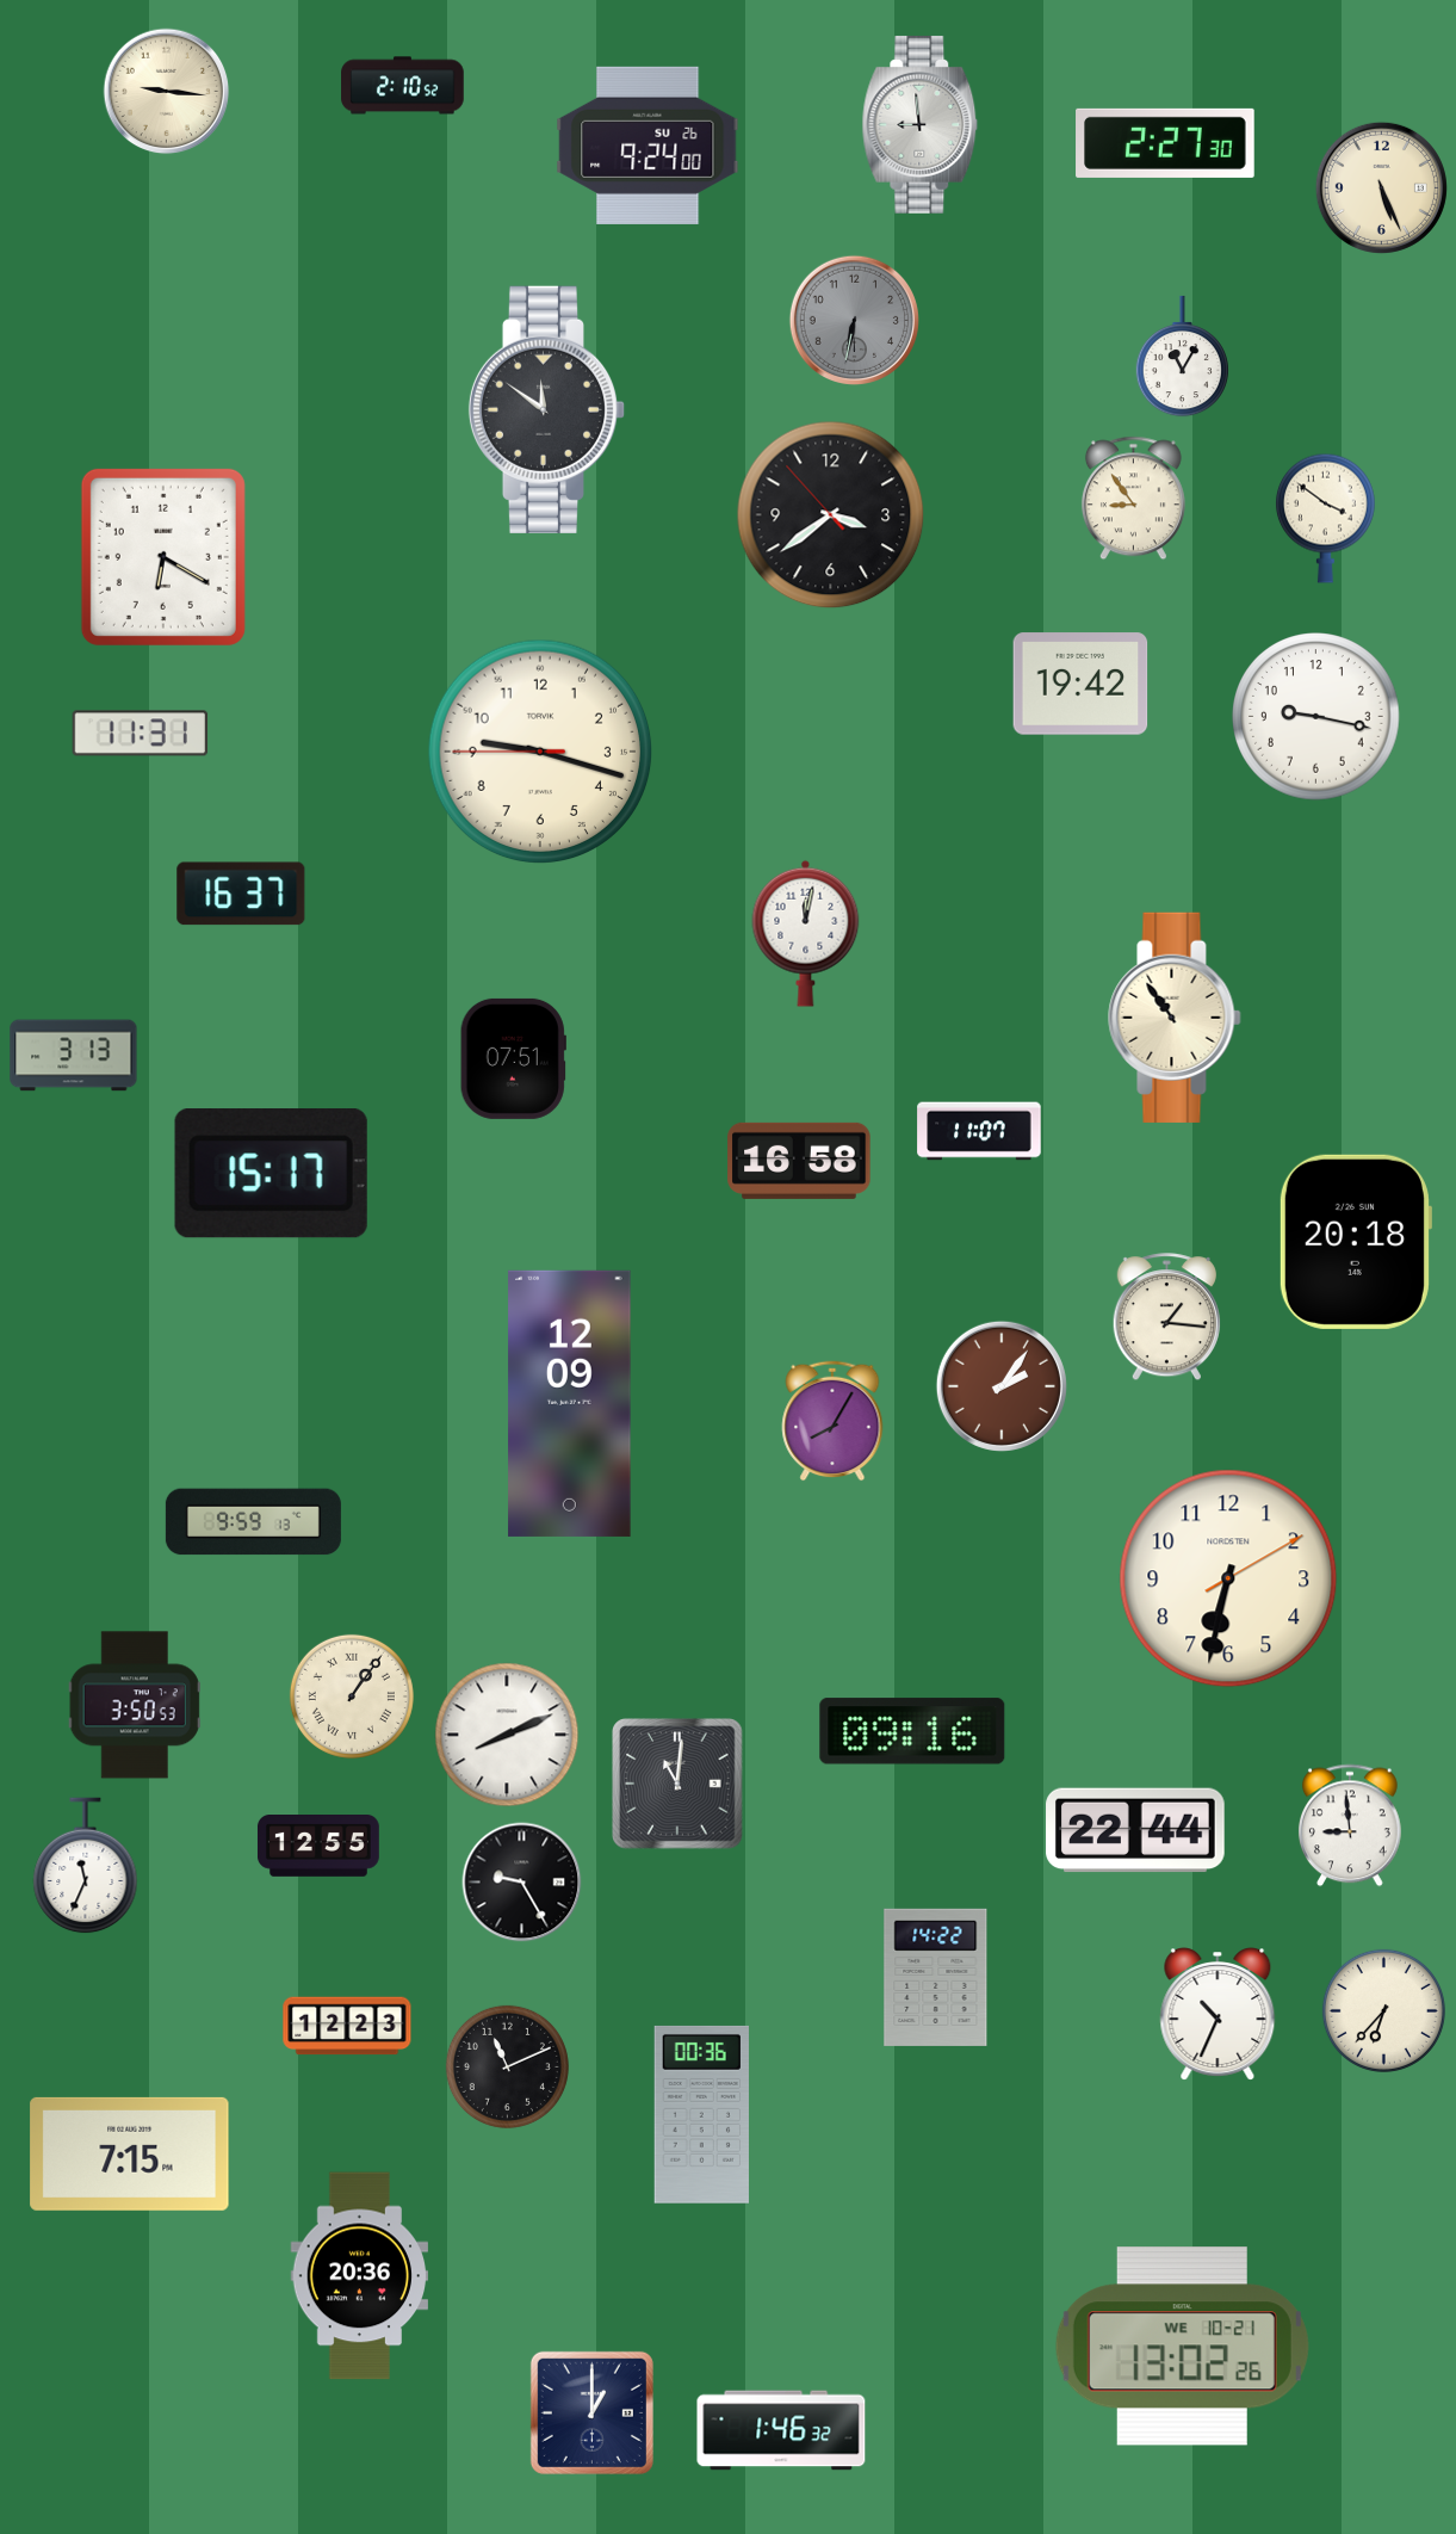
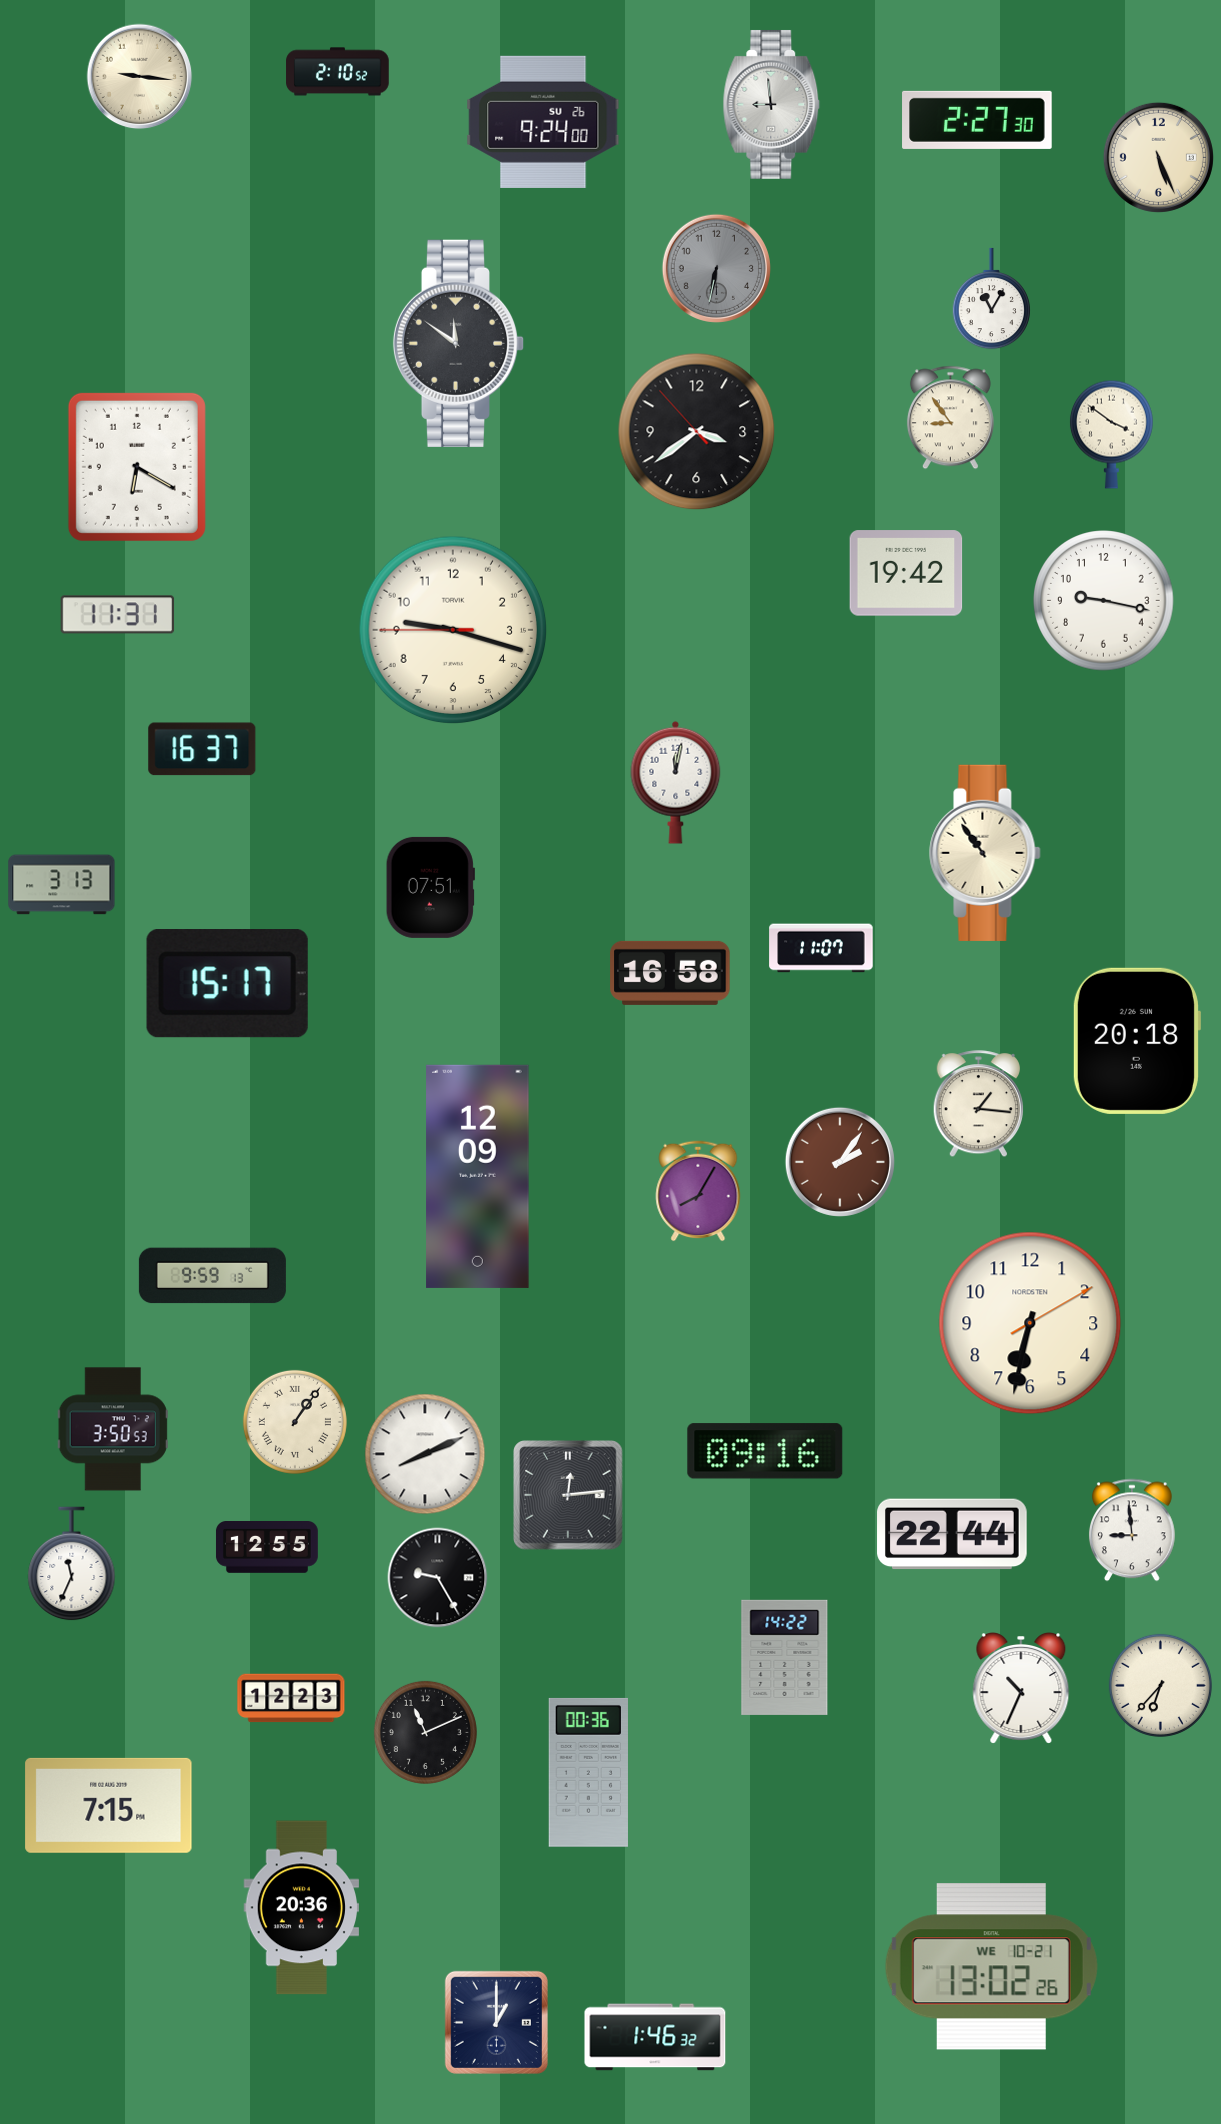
clock at (677, 1784): 11:01 -> 12:14
